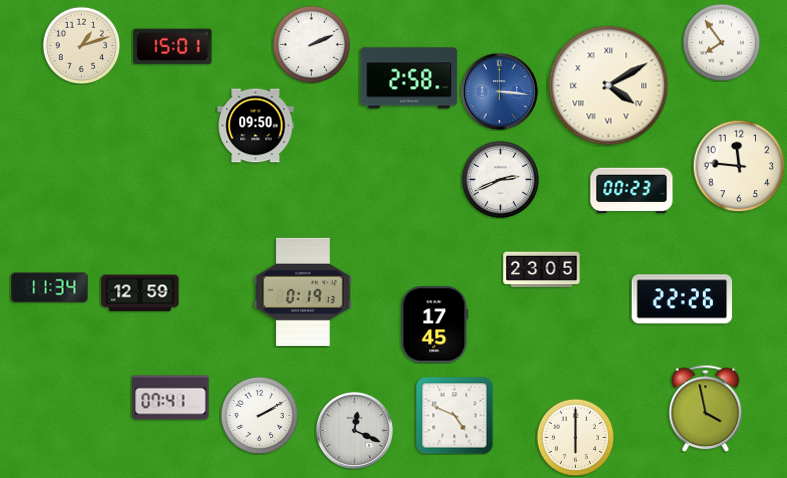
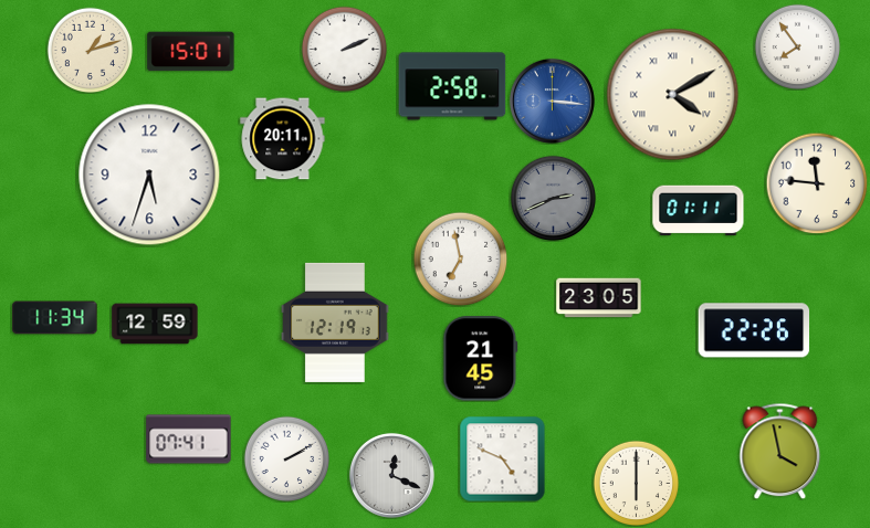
clock at (256, 126): 09:50 -> 20:11
clock at (149, 175): none -> 5:33
clock at (500, 179) dial: white -> grey
clock at (632, 191): 00:23 -> 01:11
clock at (460, 258): none -> 6:58
clock at (303, 292): 0:19 -> 12:19
clock at (435, 325): 17:45 -> 21:45
